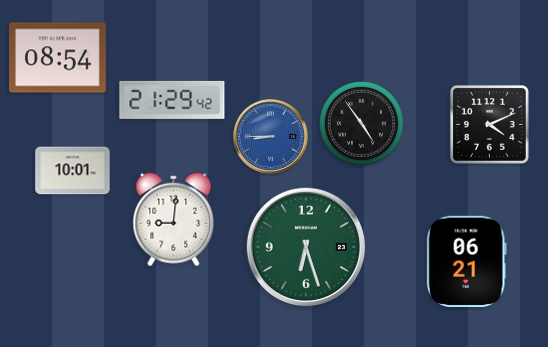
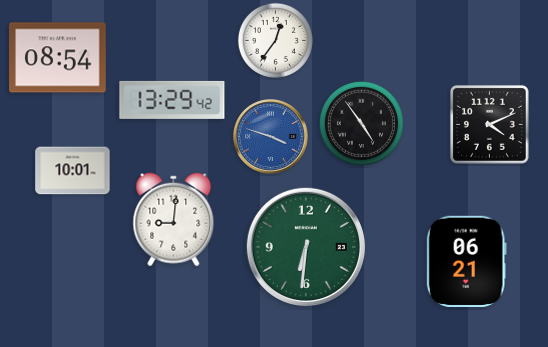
clock at (275, 40): none -> 12:36
clock at (172, 100): 21:29 -> 13:29
clock at (271, 137): 8:45 -> 3:48
clock at (306, 247): 6:27 -> 6:31
